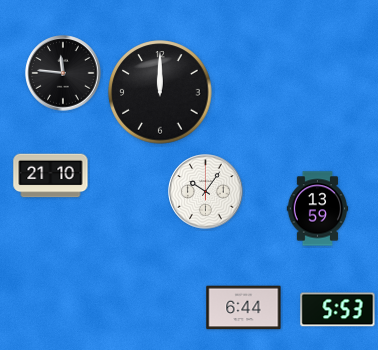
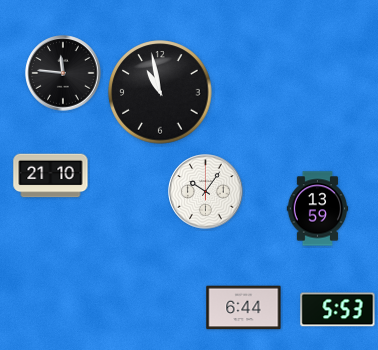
clock at (160, 92): 12:00 -> 10:58
